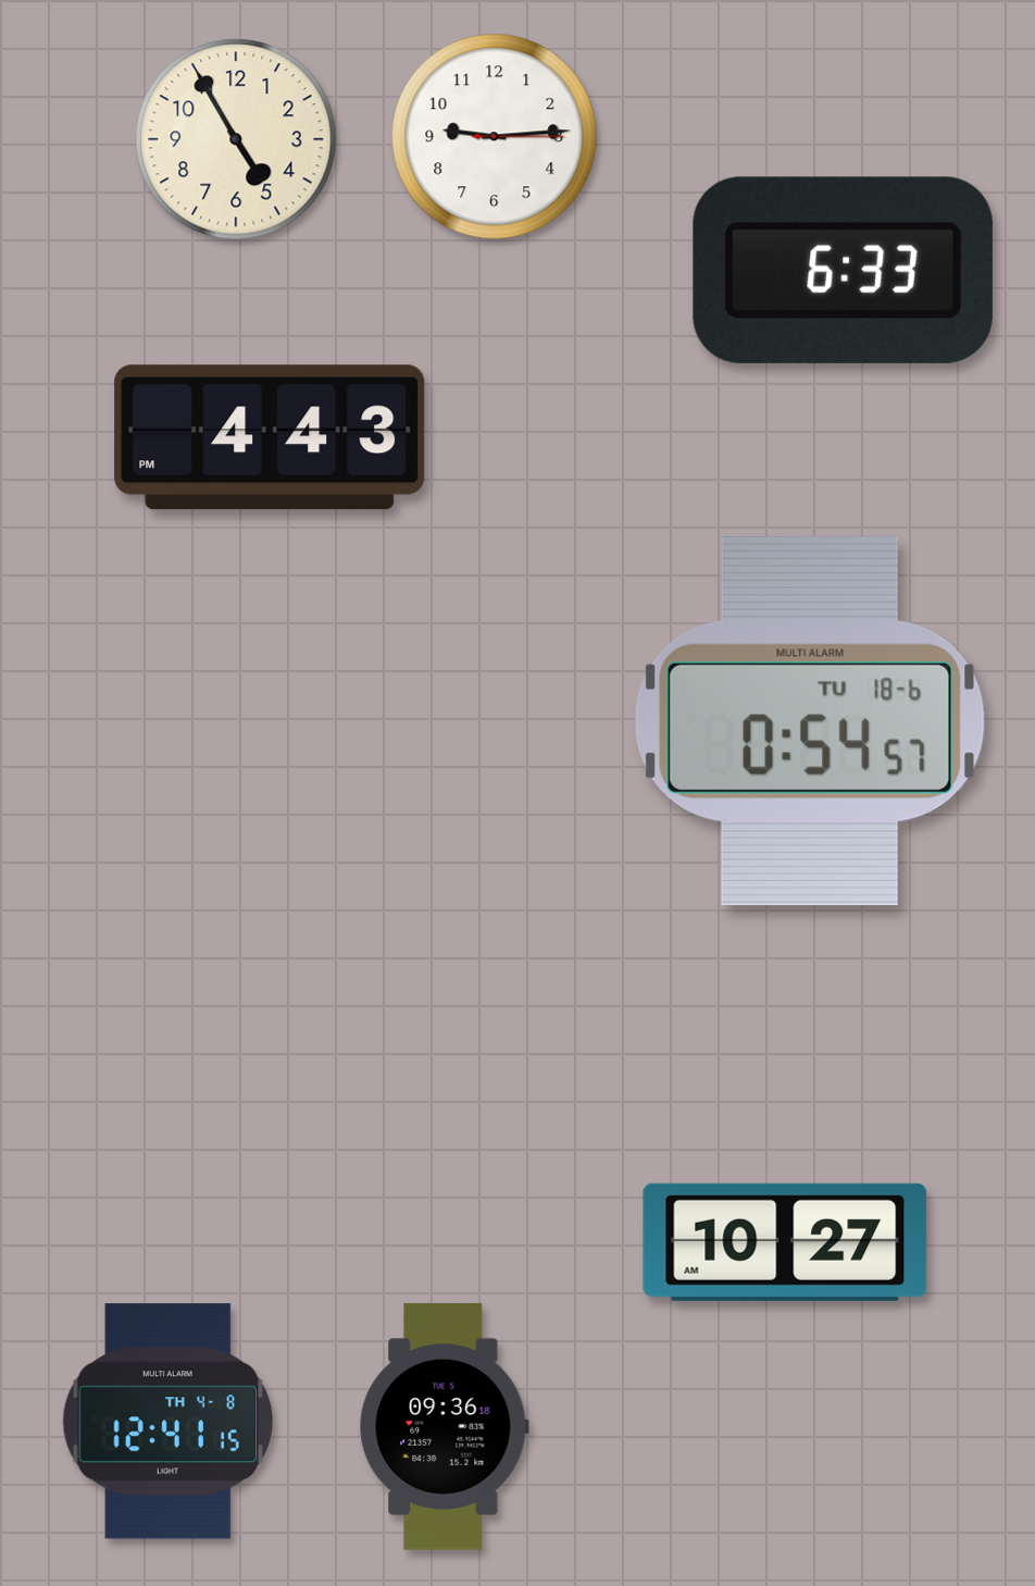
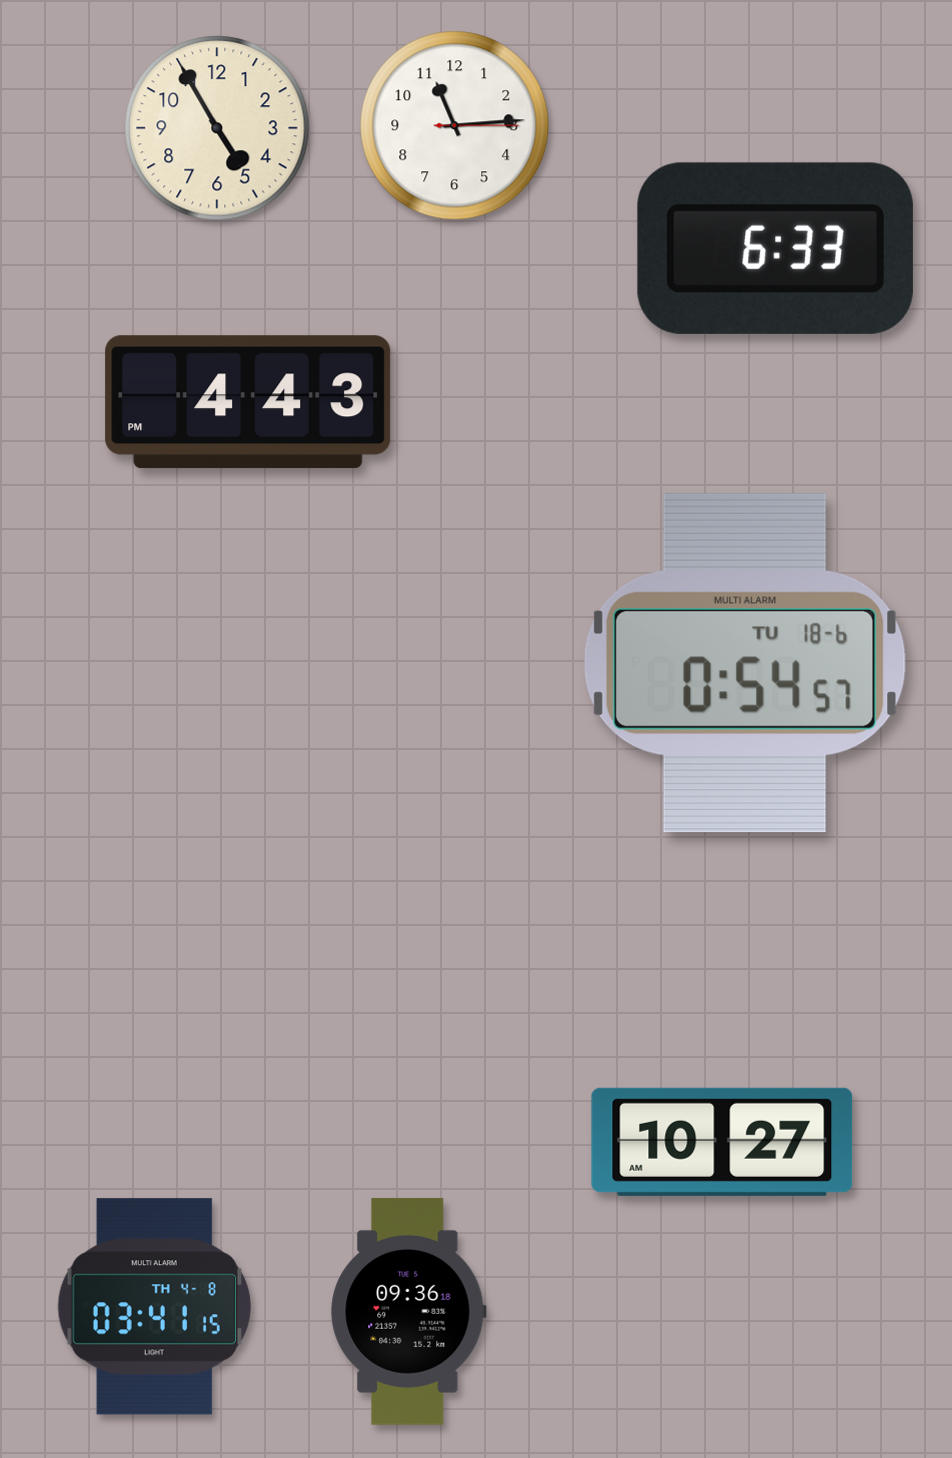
clock at (495, 137): 9:14 -> 11:14
clock at (167, 1422): 12:41 -> 03:41
